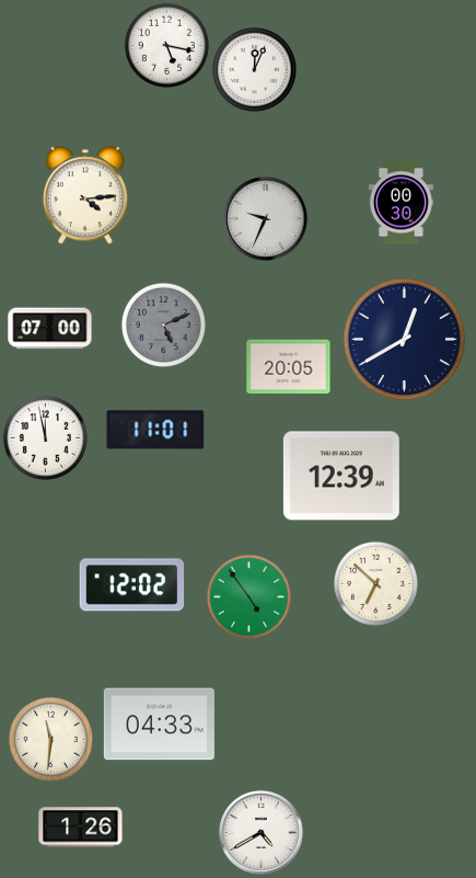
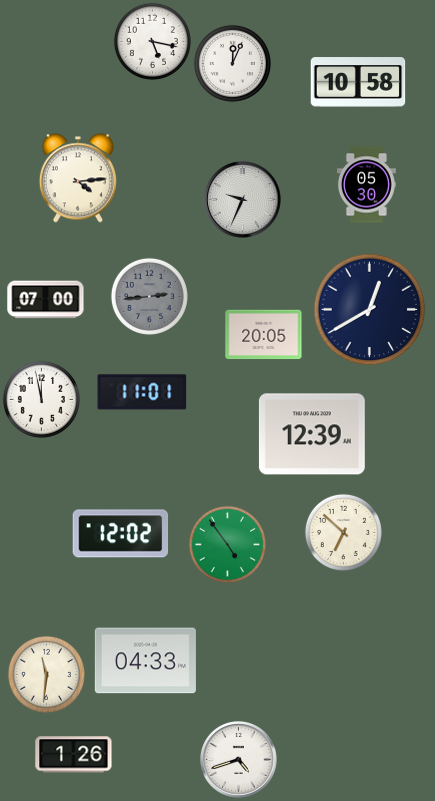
clock at (358, 82): none -> 10:58
clock at (400, 203): 00:30 -> 05:30
clock at (163, 324): 5:11 -> 2:44
clock at (262, 833): 4:40 -> 4:42
